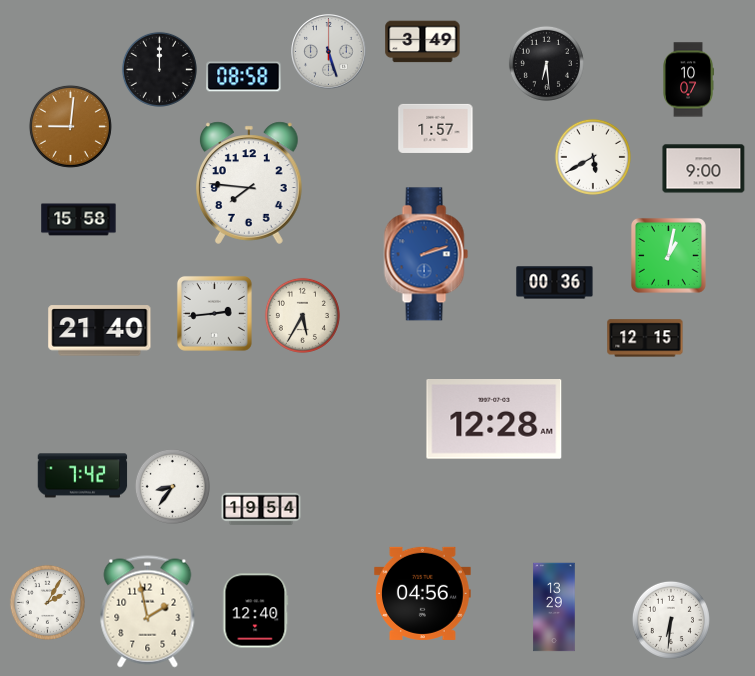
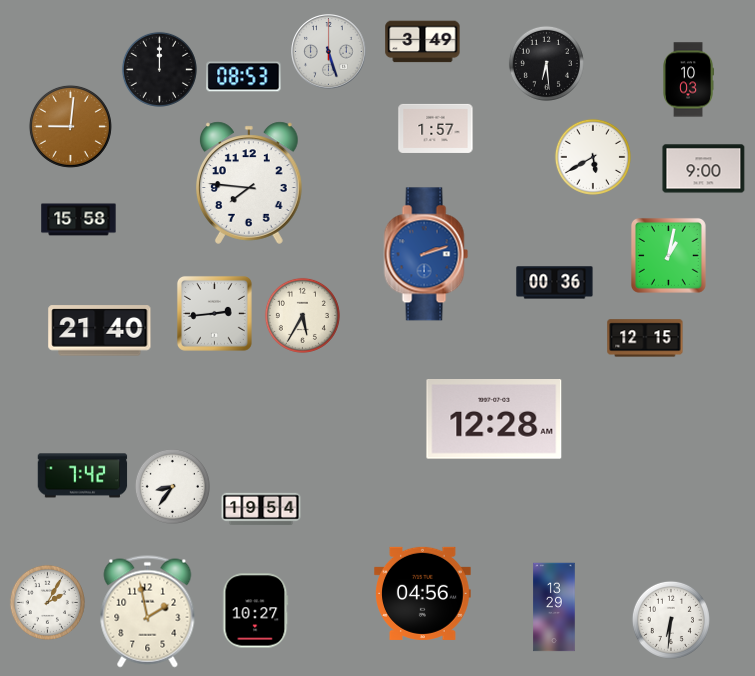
clock at (244, 77): 08:58 -> 08:53
clock at (688, 80): 10:07 -> 10:03
clock at (256, 611): 12:40 -> 10:27
